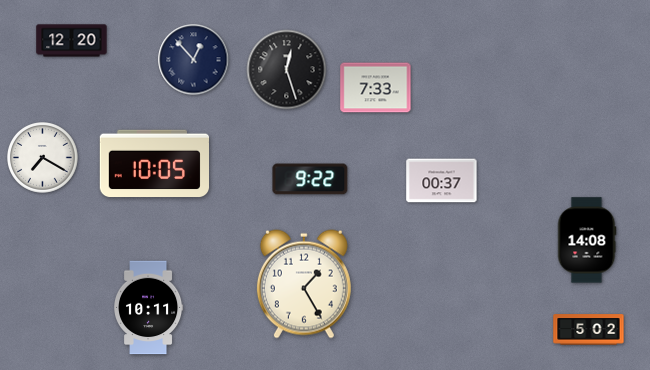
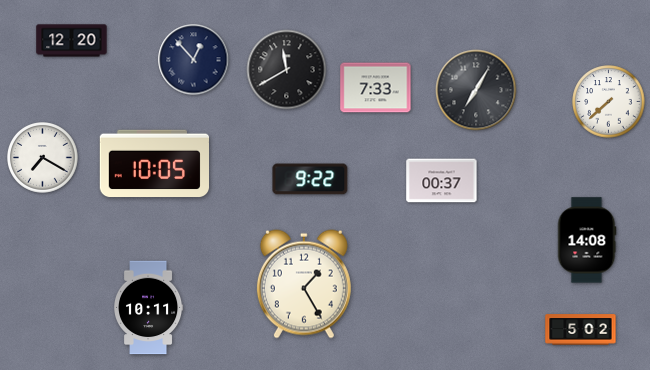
clock at (287, 70): 12:27 -> 11:40
clock at (476, 90): none -> 7:05
clock at (609, 102): none -> 7:38
clock at (589, 330) position: (589, 330) -> (581, 330)
